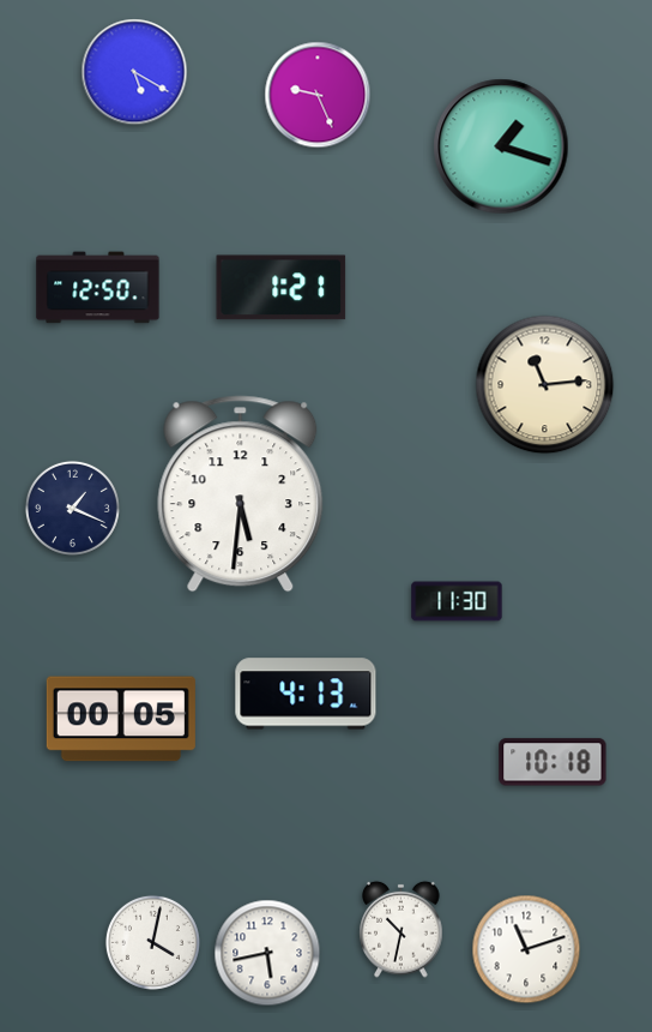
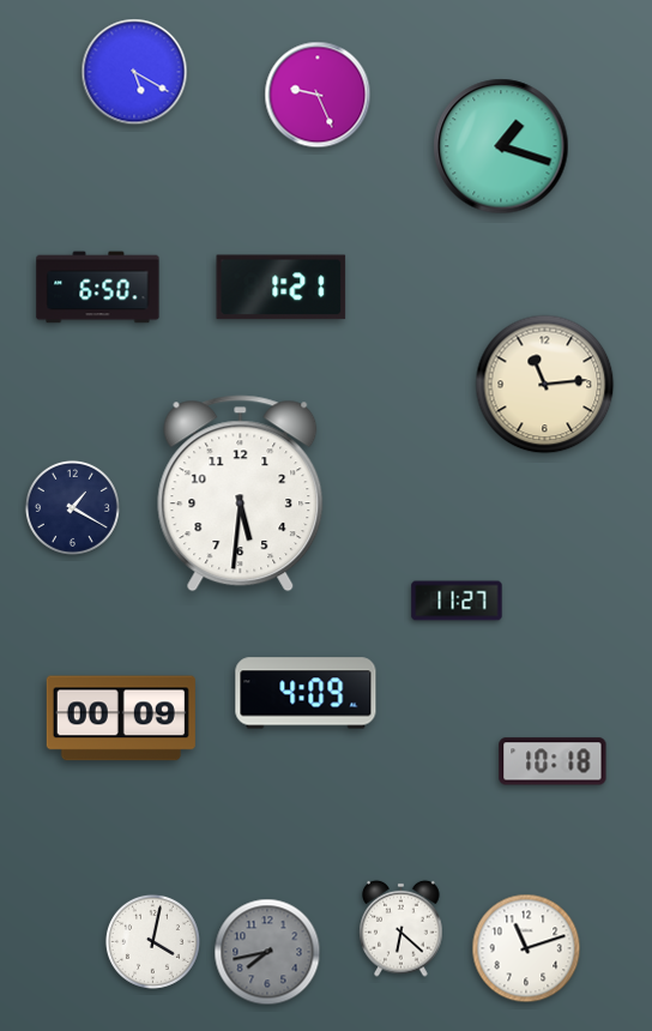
clock at (98, 288): 12:50 -> 6:50
clock at (72, 508): 1:19 -> 1:20
clock at (457, 601): 11:30 -> 11:27
clock at (306, 694): 4:13 -> 4:09
clock at (121, 719): 00:05 -> 00:09
clock at (402, 929): 10:32 -> 6:22
clock at (267, 953): 5:43 -> 7:43
clock at (267, 953) dial: white -> grey
